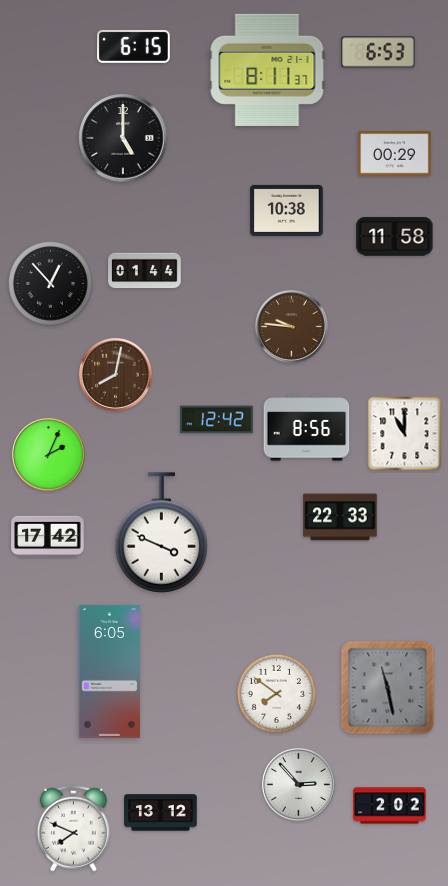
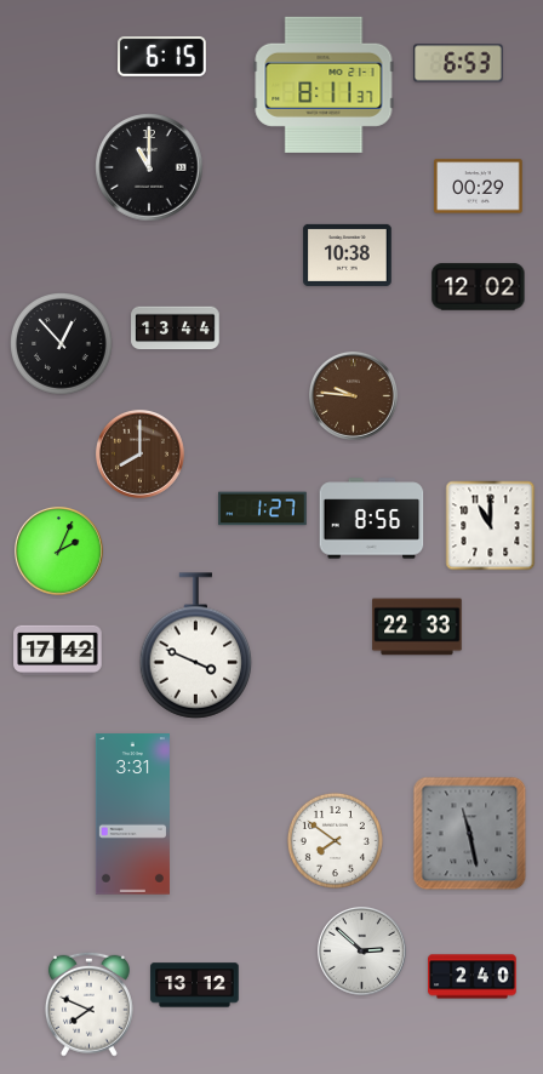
clock at (123, 138): 5:00 -> 11:00
clock at (395, 237): 11:58 -> 12:02
clock at (145, 271): 01:44 -> 13:44
clock at (115, 374): 8:02 -> 8:00
clock at (217, 420): 12:42 -> 1:27
clock at (340, 517) position: (340, 517) -> (417, 627)
clock at (109, 672): 6:05 -> 3:31
clock at (298, 784): 2:53 -> 2:52
clock at (390, 806): 2:02 -> 2:40
